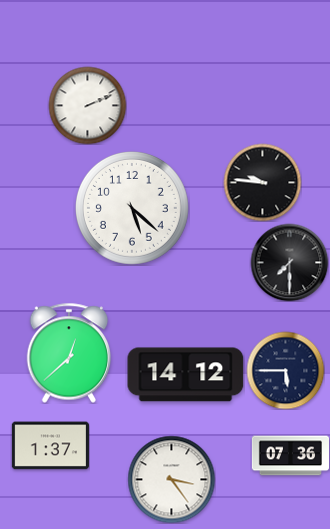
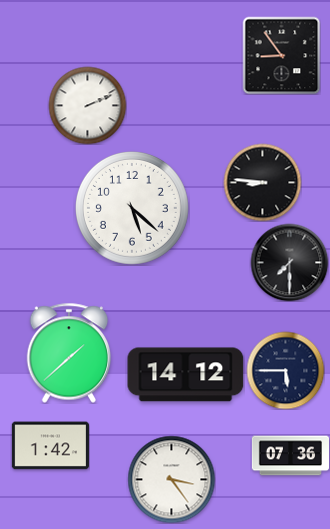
clock at (281, 55): none -> 8:54
clock at (262, 182): 9:46 -> 8:46
clock at (69, 353): 12:38 -> 1:38
clock at (50, 446): 1:37 -> 1:42
